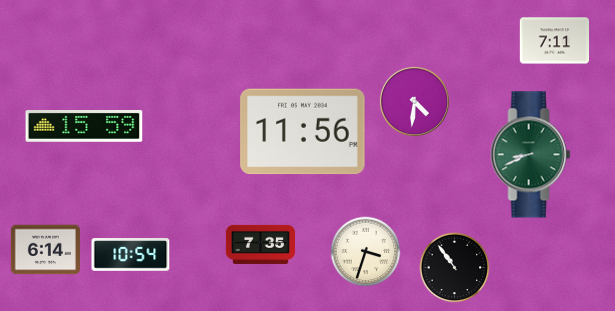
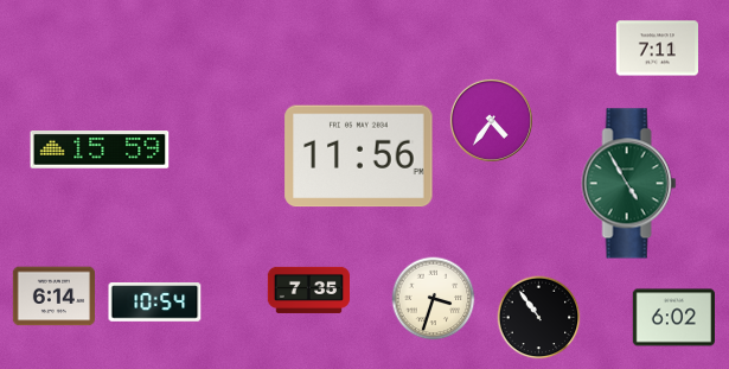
clock at (414, 101): 4:31 -> 4:36
clock at (531, 155): 8:41 -> 4:55
clock at (673, 318): none -> 6:02
